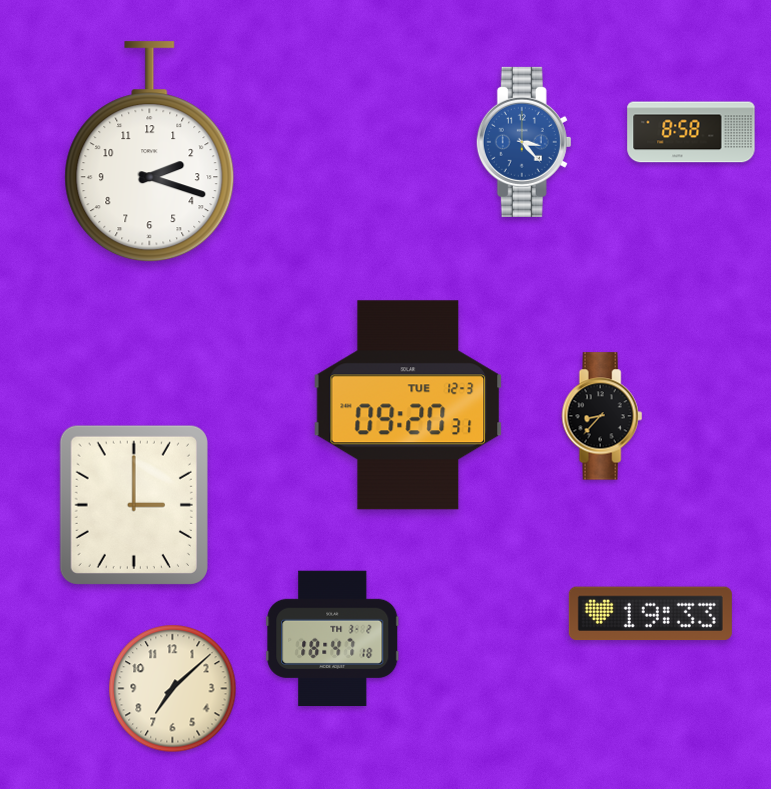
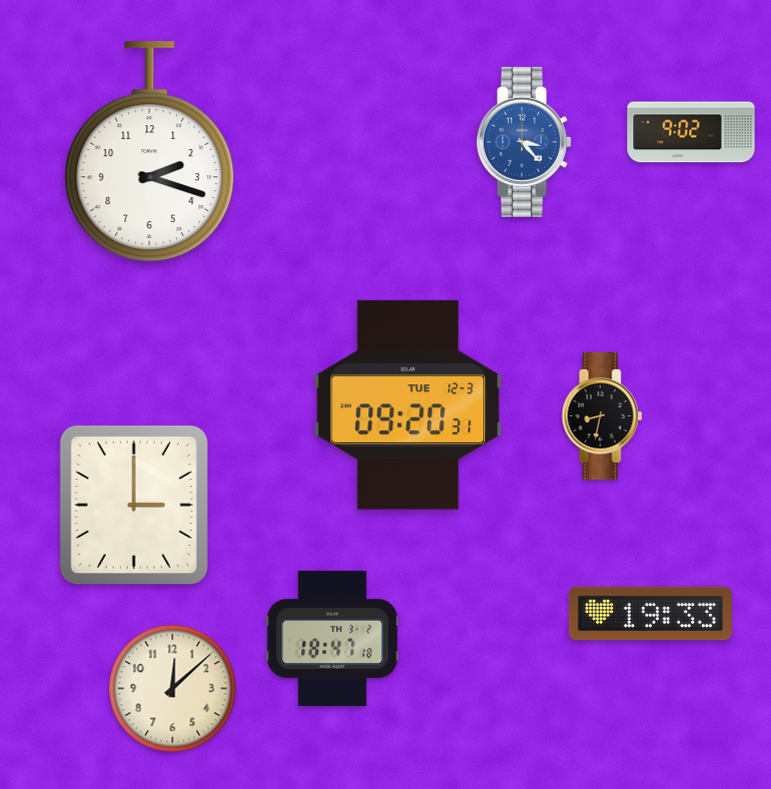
clock at (691, 132): 8:58 -> 9:02
clock at (602, 416): 8:37 -> 8:32
clock at (173, 689): 7:08 -> 12:08
